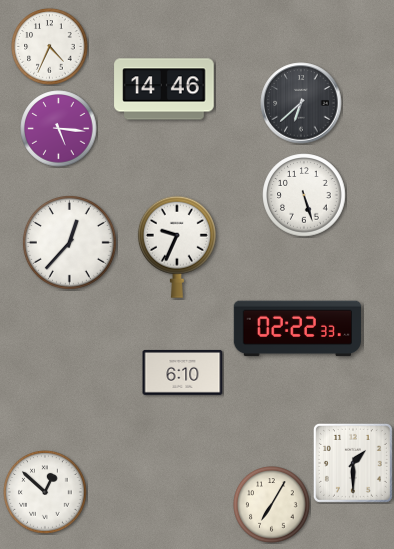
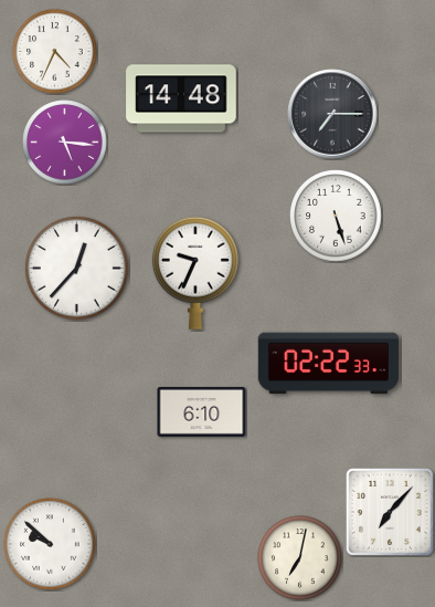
clock at (164, 89): 14:46 -> 14:48
clock at (301, 103): 6:38 -> 7:15
clock at (353, 463): 1:30 -> 7:07
clock at (45, 492): 12:52 -> 9:52
clock at (272, 505): 7:05 -> 7:02
